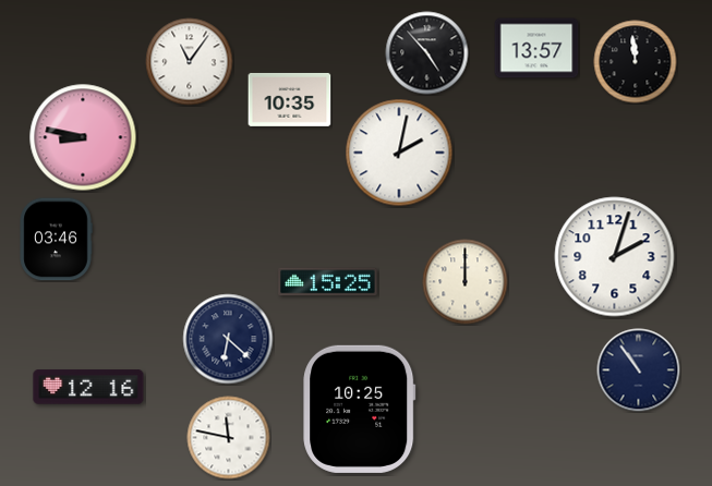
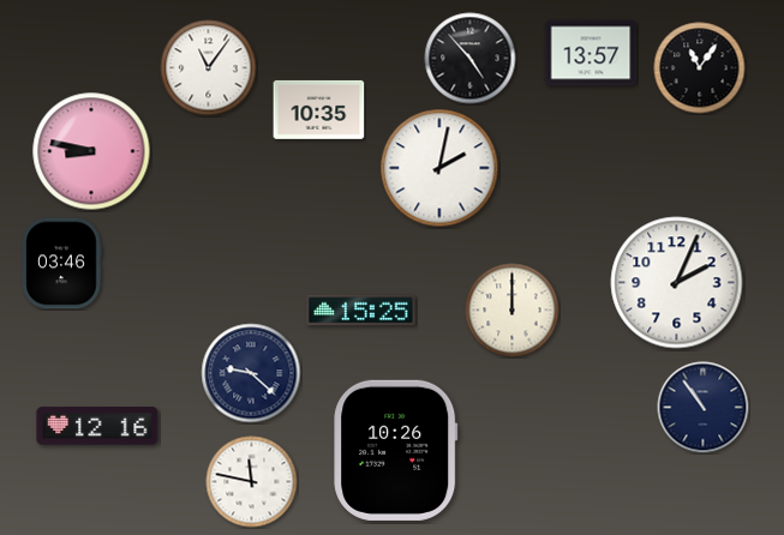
clock at (636, 62): 11:59 -> 11:06
clock at (615, 257): 2:03 -> 2:04
clock at (228, 339): 6:22 -> 9:22
clock at (360, 409): 10:25 -> 10:26
